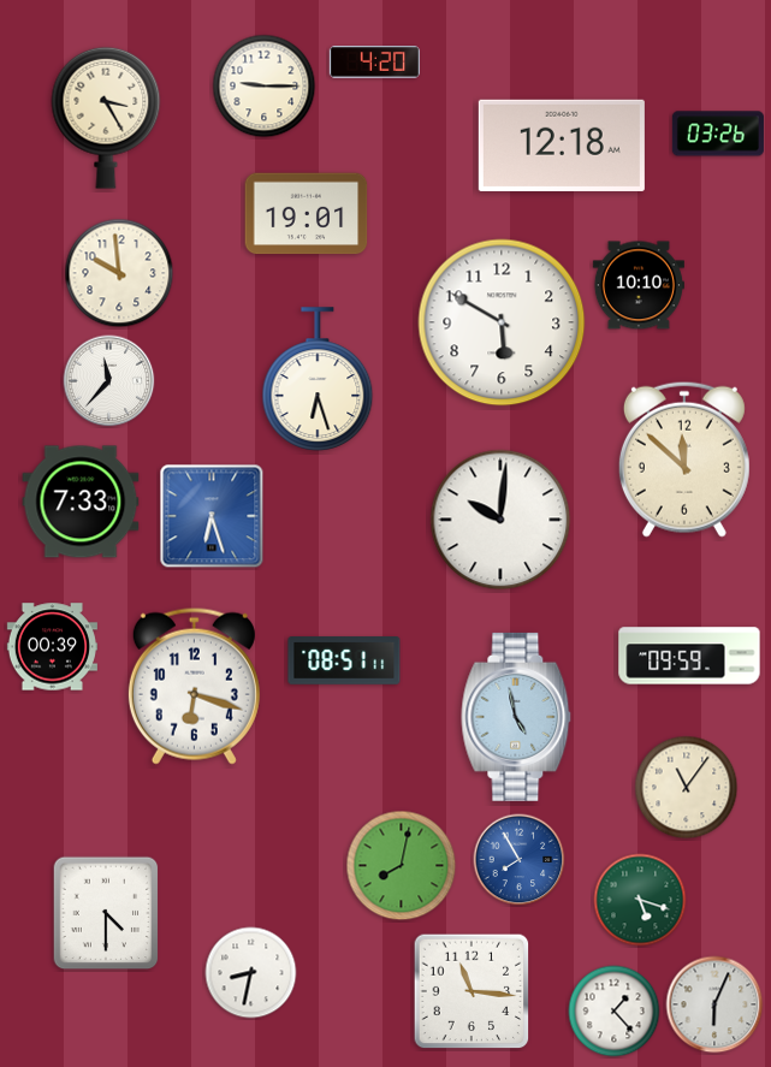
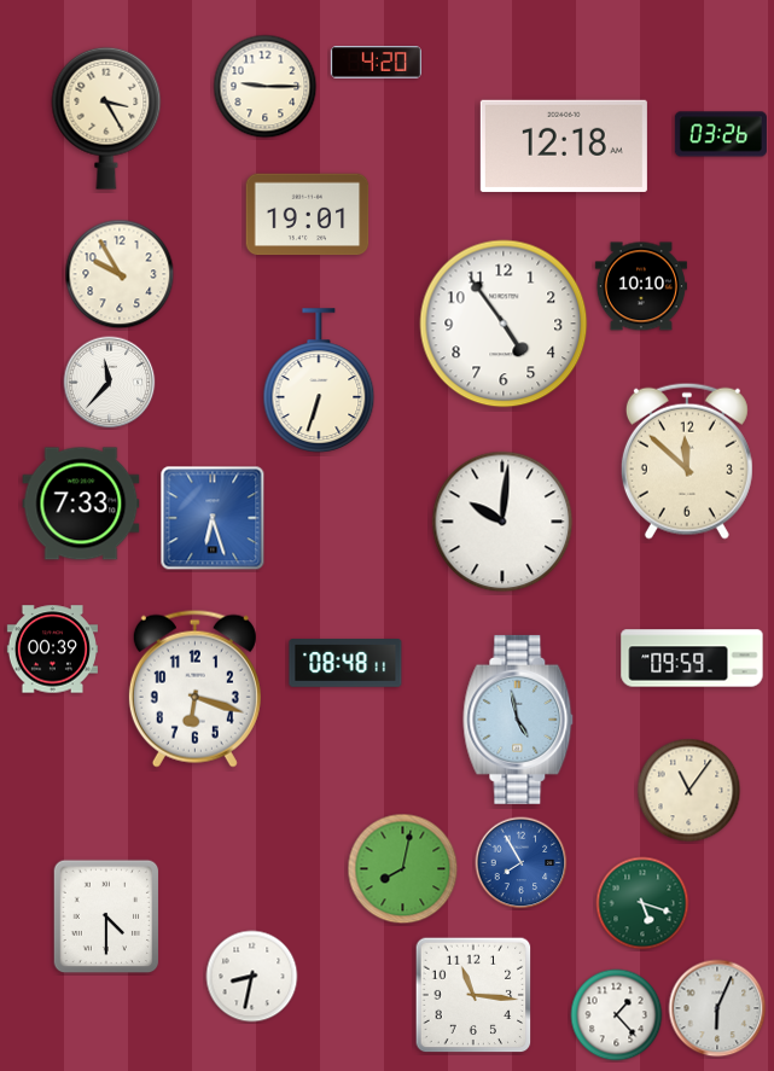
clock at (119, 273): 9:59 -> 9:55
clock at (502, 322): 5:50 -> 4:54
clock at (318, 379): 6:27 -> 6:33
clock at (344, 660): 08:51 -> 08:48
